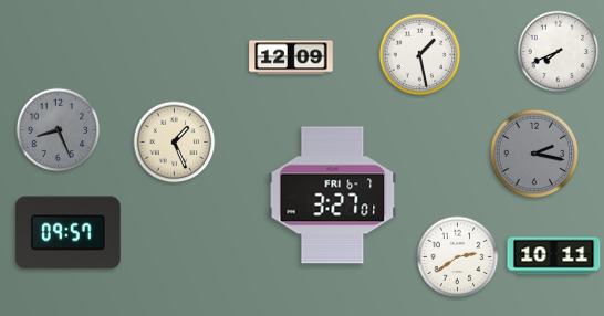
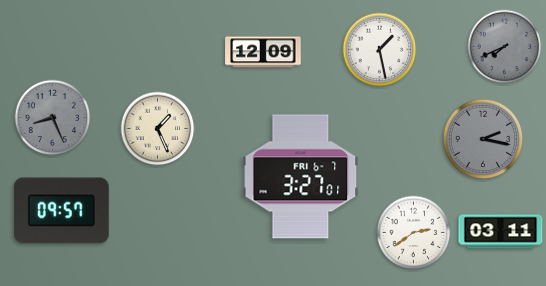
clock at (559, 52) dial: white -> grey
clock at (554, 256): 10:11 -> 03:11
